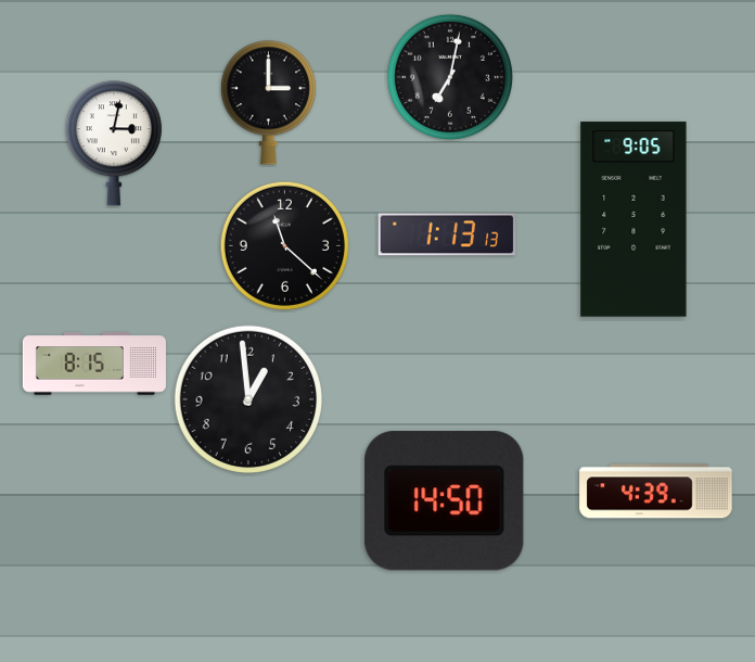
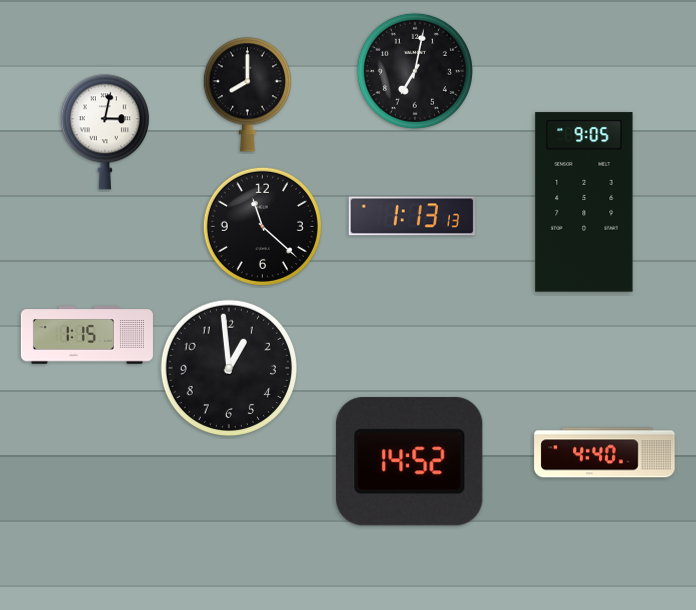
clock at (268, 103): 3:00 -> 8:00
clock at (94, 364): 8:15 -> 1:15
clock at (656, 492): 4:39 -> 4:40
clock at (445, 501): 14:50 -> 14:52
